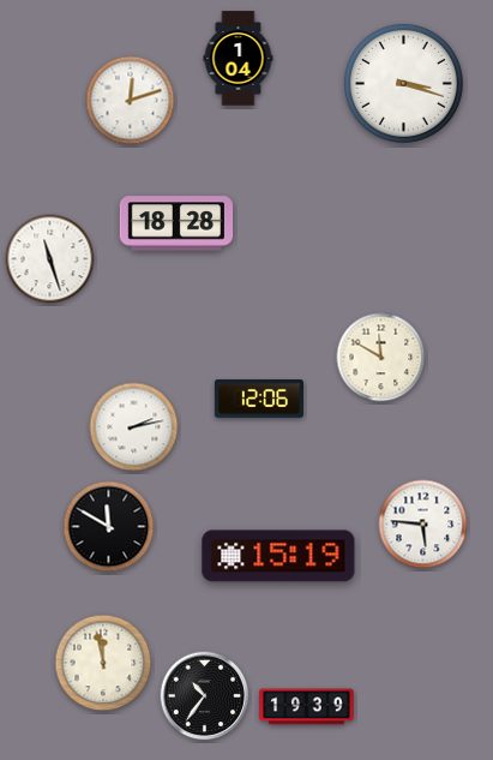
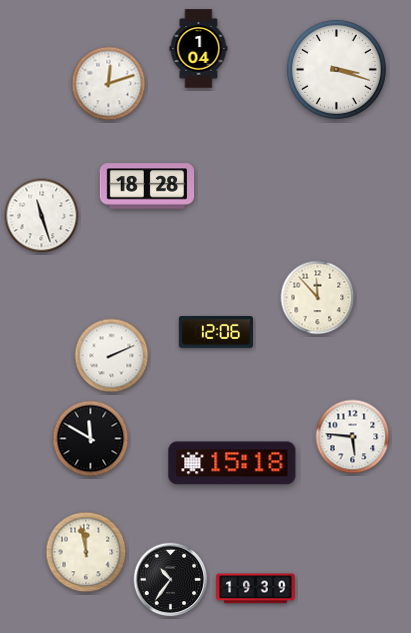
clock at (381, 358): 11:50 -> 11:53
clock at (134, 427): 2:13 -> 2:11
clock at (278, 556): 15:19 -> 15:18
